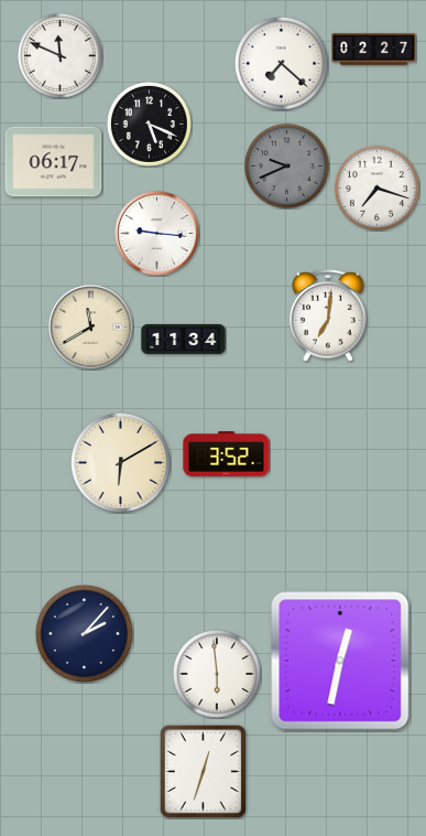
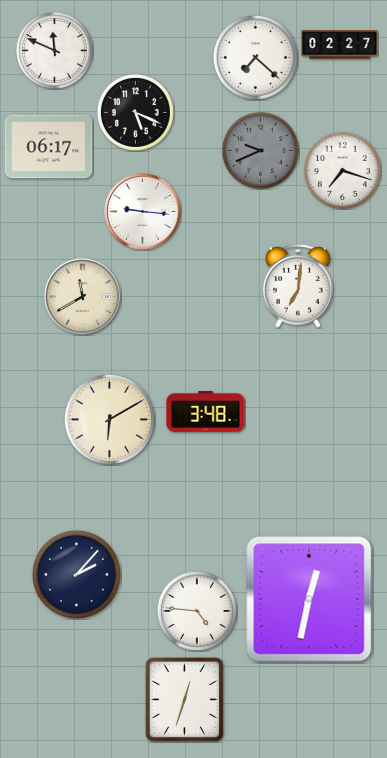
clock at (184, 339): 11:34 -> none
clock at (227, 454): 3:52 -> 3:48
clock at (217, 674): 5:59 -> 4:46
